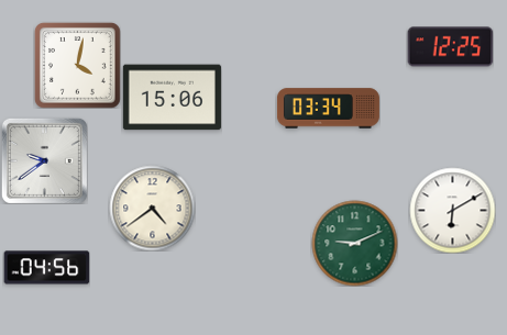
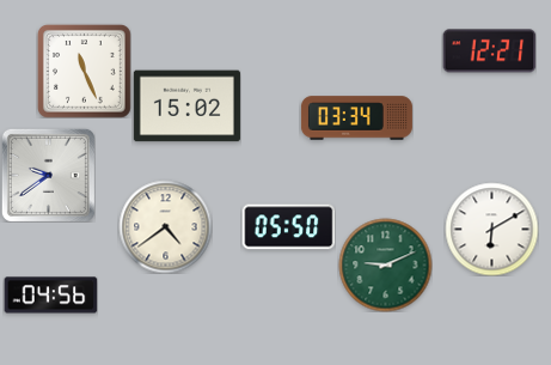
clock at (450, 47): 12:25 -> 12:21
clock at (77, 65): 4:02 -> 11:26
clock at (172, 98): 15:06 -> 15:02
clock at (288, 227): none -> 05:50
clock at (46, 268) position: (46, 268) -> (50, 296)
